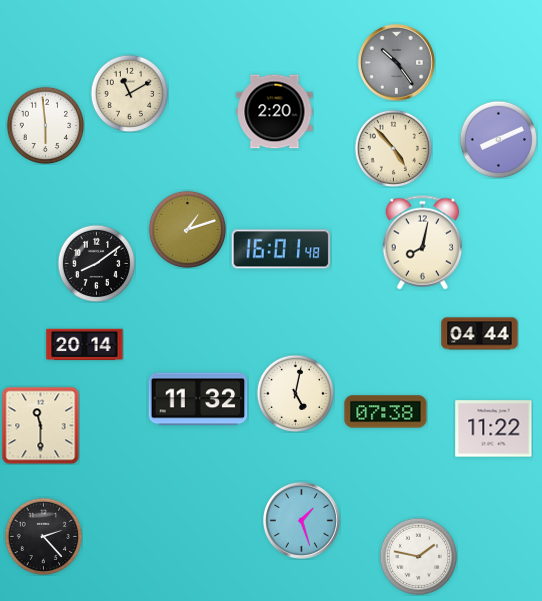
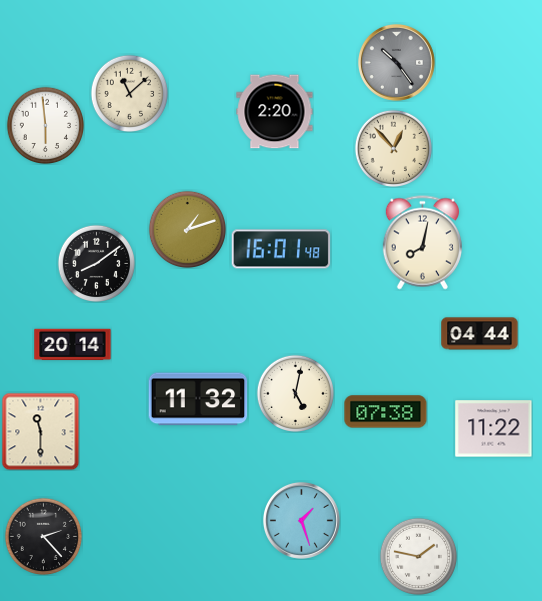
clock at (129, 93): 11:10 -> 11:08
clock at (498, 139): 8:11 -> none
clock at (393, 148): 4:53 -> 12:53
clock at (85, 345) position: (85, 345) -> (73, 345)
clock at (40, 425) position: (40, 425) -> (40, 431)
